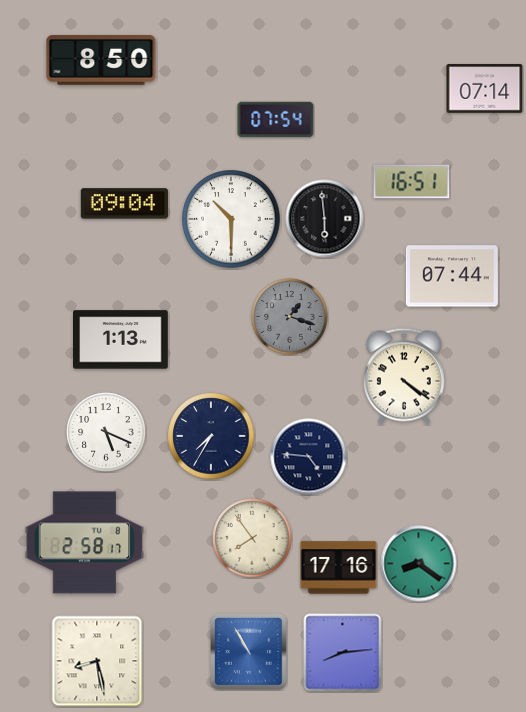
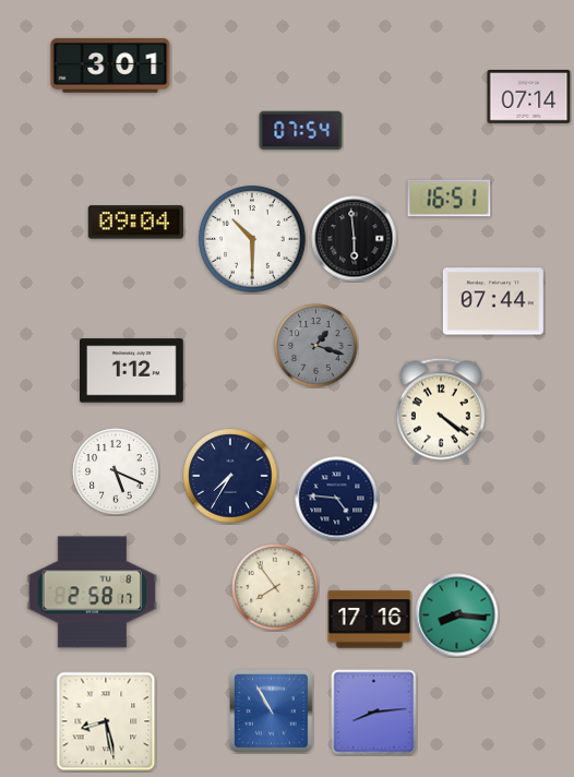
clock at (101, 61): 8:50 -> 3:01
clock at (121, 340): 1:13 -> 1:12
clock at (419, 564): 8:21 -> 8:16
